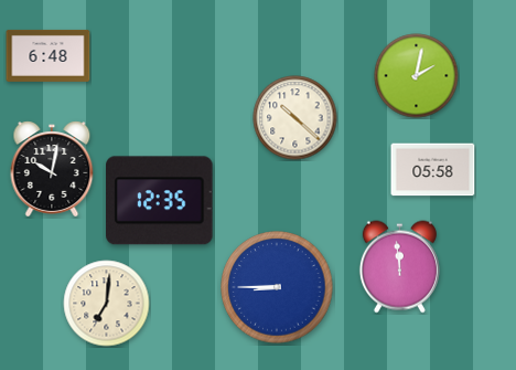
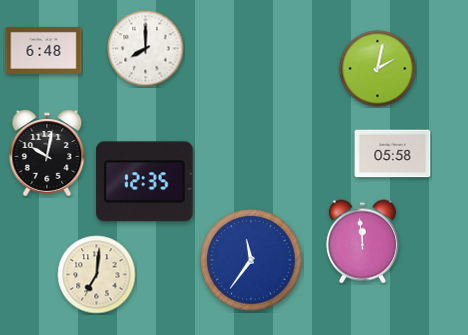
clock at (146, 49): none -> 8:00
clock at (295, 118): 10:22 -> none
clock at (277, 287): 8:45 -> 11:36
